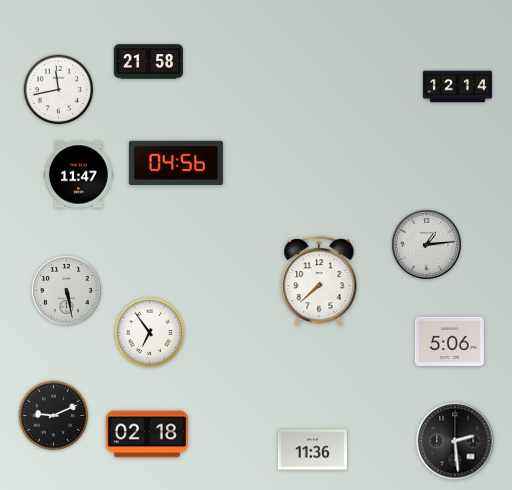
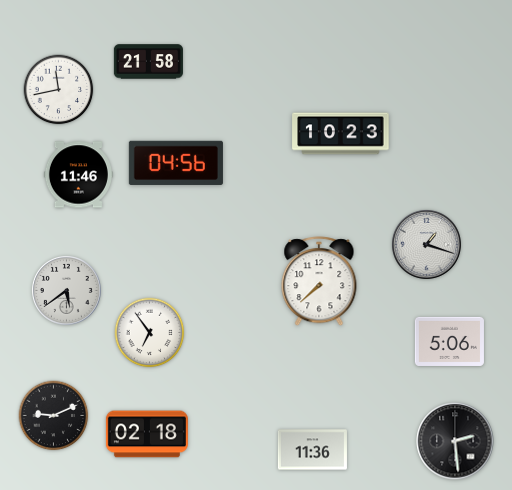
clock at (457, 87): 12:14 -> none
clock at (341, 134): none -> 10:23
clock at (78, 175): 11:47 -> 11:46
clock at (426, 244): 1:14 -> 1:18
clock at (66, 290): 5:28 -> 5:39
